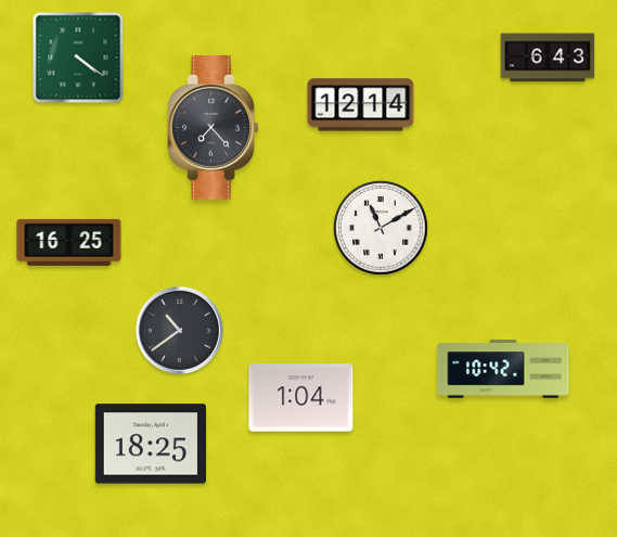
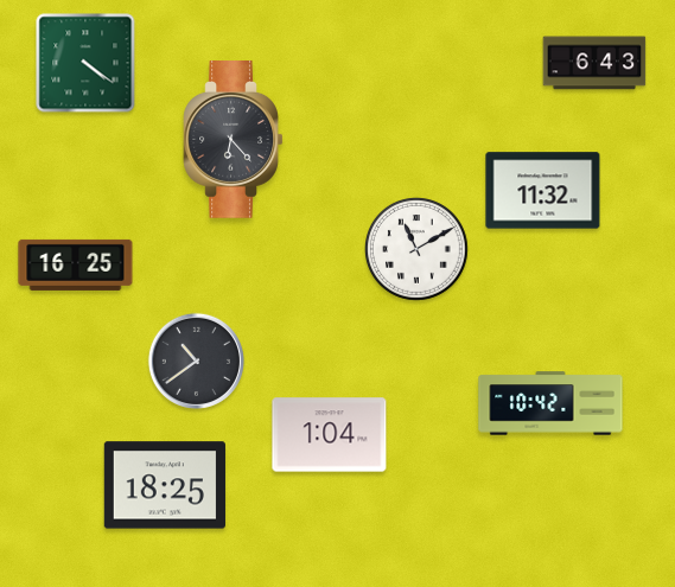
clock at (548, 57) position: (548, 57) -> (594, 63)
clock at (361, 105): 12:14 -> none
clock at (214, 128): 7:23 -> 6:23
clock at (543, 191): none -> 11:32
